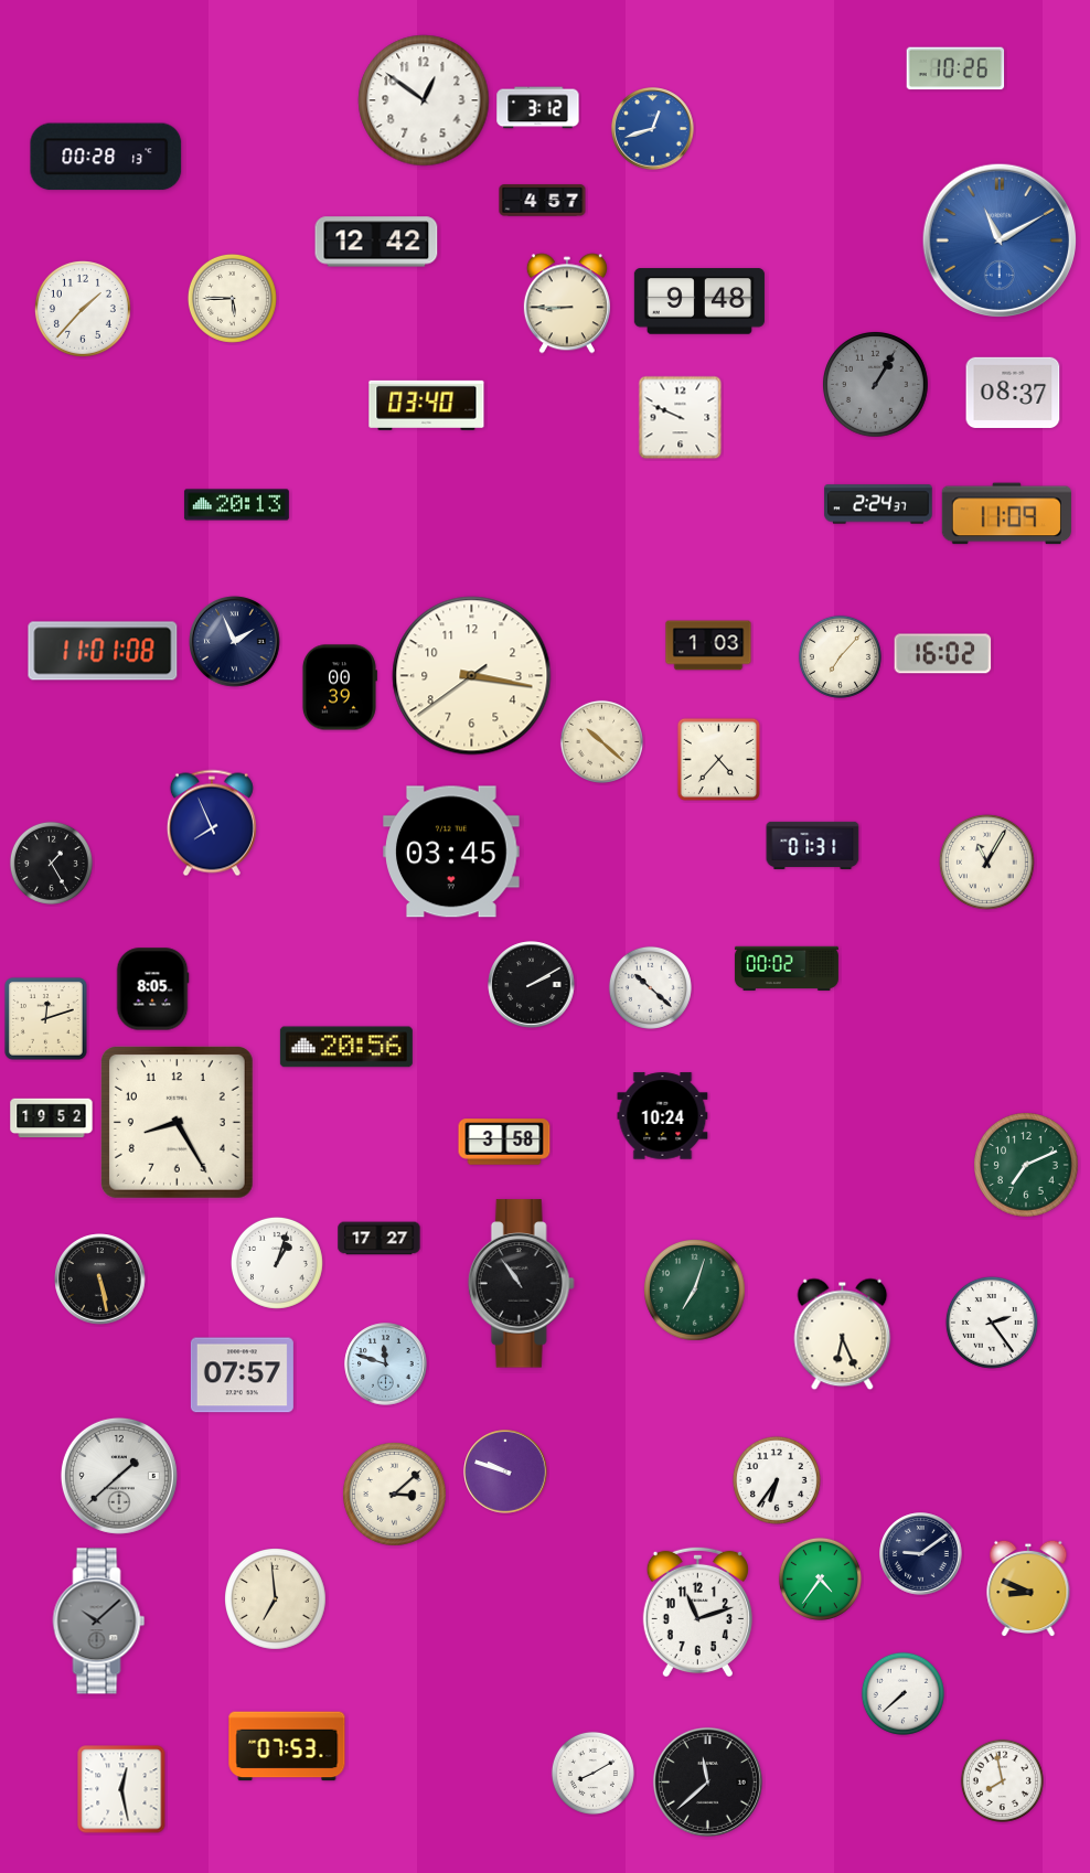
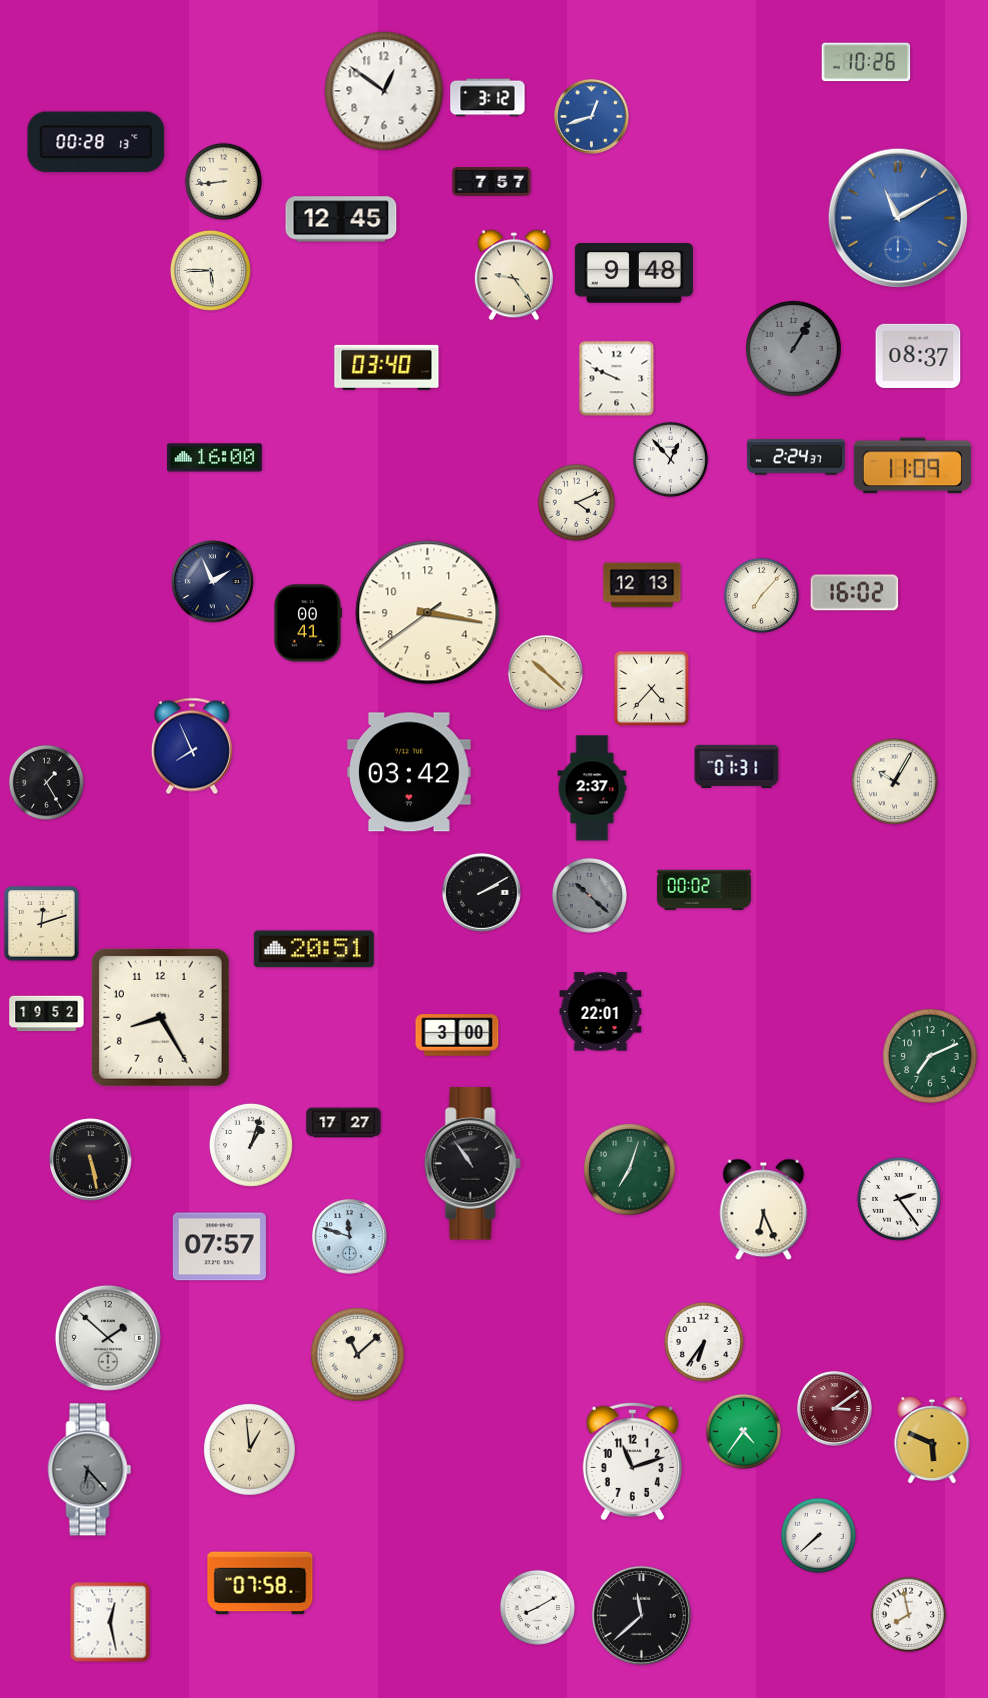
clock at (223, 181): none -> 8:44
clock at (543, 201): 4:57 -> 7:57
clock at (998, 239) position: (998, 239) -> (897, 217)
clock at (376, 242): 12:42 -> 12:45
clock at (567, 303): 8:45 -> 9:24
clock at (83, 309): 1:37 -> none
clock at (236, 505): 20:13 -> 16:00
clock at (670, 459): none -> 12:53
clock at (576, 502): none -> 4:11
clock at (708, 645): 1:03 -> 12:13
clock at (103, 651): 11:01 -> none
clock at (339, 687): 00:39 -> 00:41
clock at (452, 852): 03:45 -> 03:42
clock at (986, 861): 11:05 -> 10:05
clock at (592, 788): none -> 2:37
clock at (787, 968) position: (787, 968) -> (704, 890)
clock at (650, 987) dial: white -> grey
clock at (152, 989): 8:05 -> none
clock at (346, 1047): 20:56 -> 20:51
clock at (663, 1116): 10:24 -> 22:01
clock at (504, 1142): 3:58 -> 3:00
clock at (505, 1471): 9:48 -> none
clock at (119, 1476): 1:38 -> 1:52
clock at (395, 1495): 3:08 -> 11:08
clock at (921, 1554): 9:09 -> 3:09
clock at (921, 1554) dial: navy -> burgundy
clock at (1028, 1588): 8:49 -> 5:49
clock at (276, 1599): 6:59 -> 12:59
clock at (99, 1622): 10:08 -> 6:23
clock at (287, 1746): 07:53 -> 07:58
